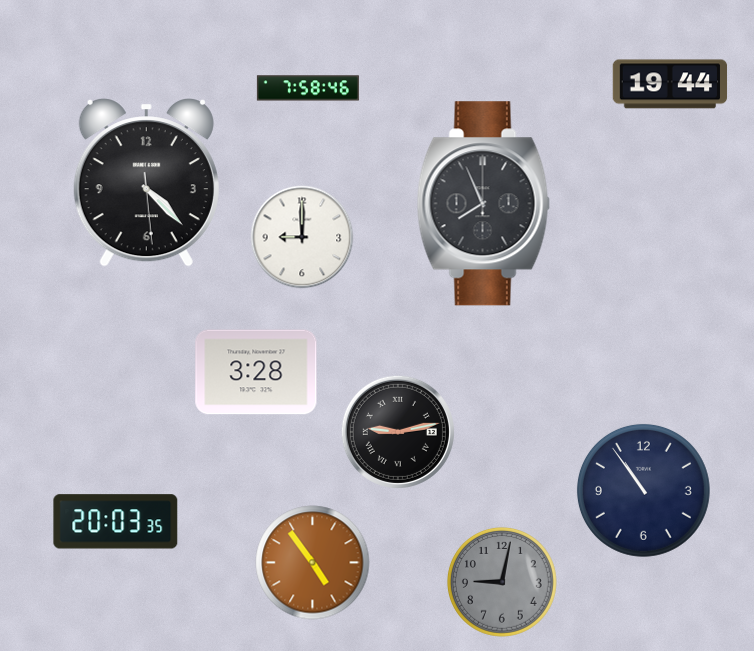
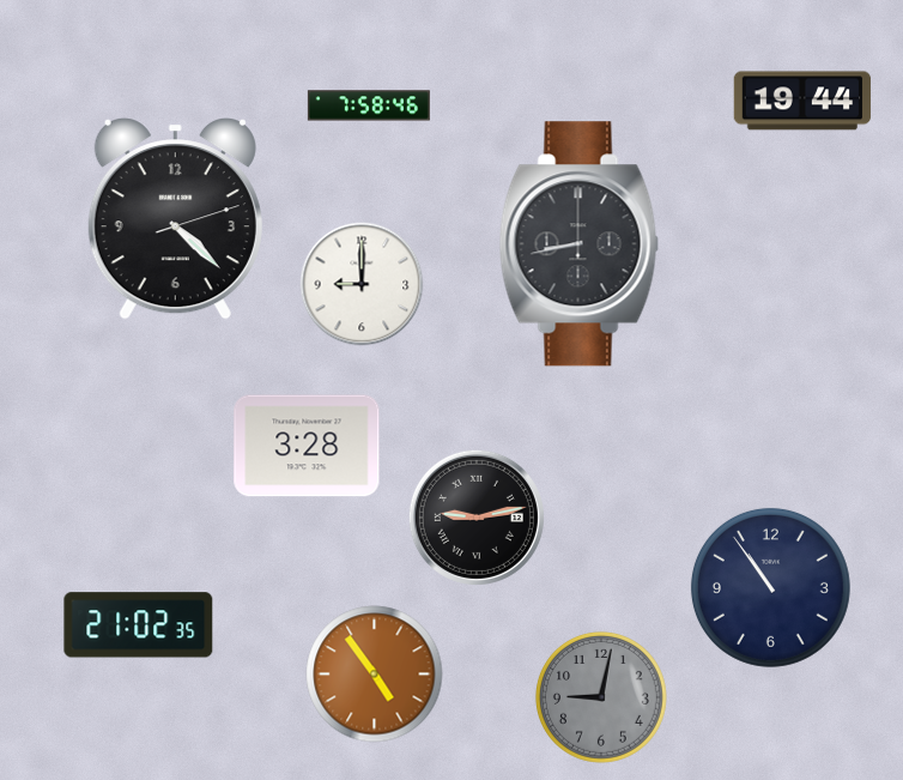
clock at (146, 183): 4:22:29 -> 4:22:12
clock at (483, 204): 7:56 -> 8:43
clock at (116, 522): 20:03 -> 21:02
